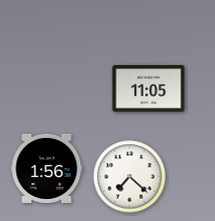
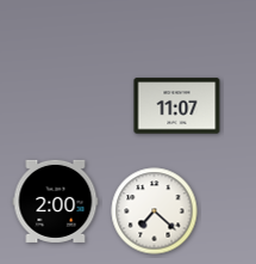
clock at (149, 89): 11:05 -> 11:07
clock at (47, 168): 1:56 -> 2:00
